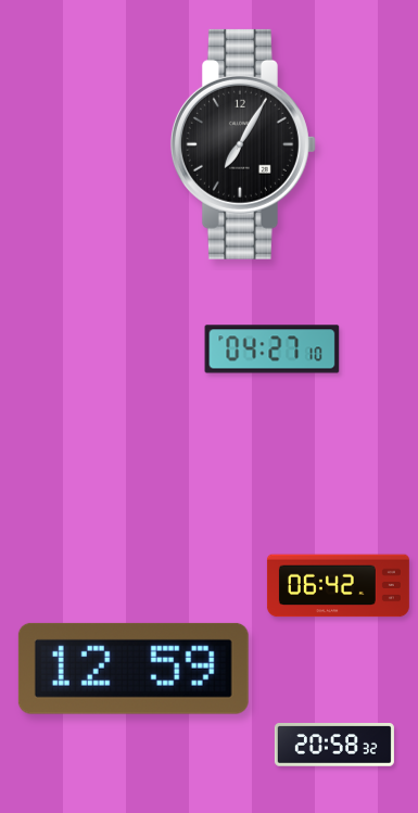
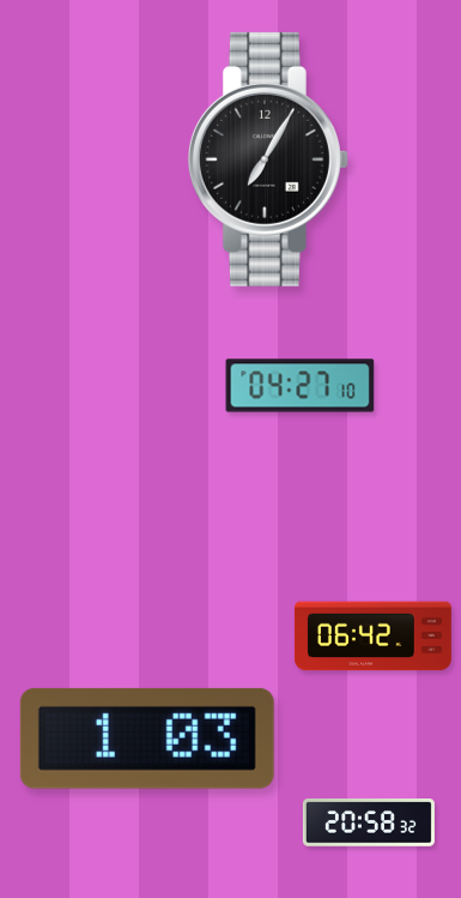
clock at (338, 586) position: (338, 586) -> (372, 637)
clock at (134, 669): 12:59 -> 1:03
